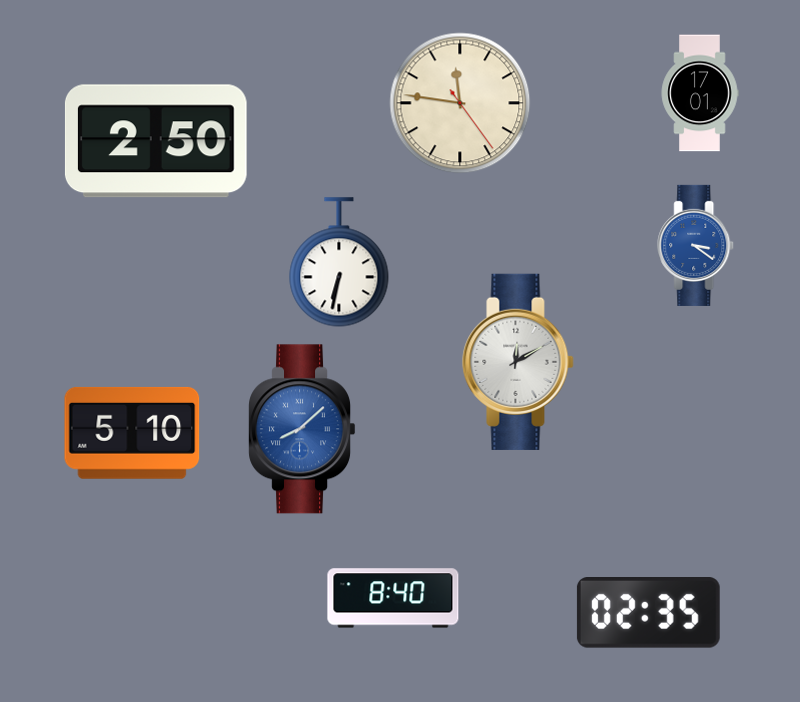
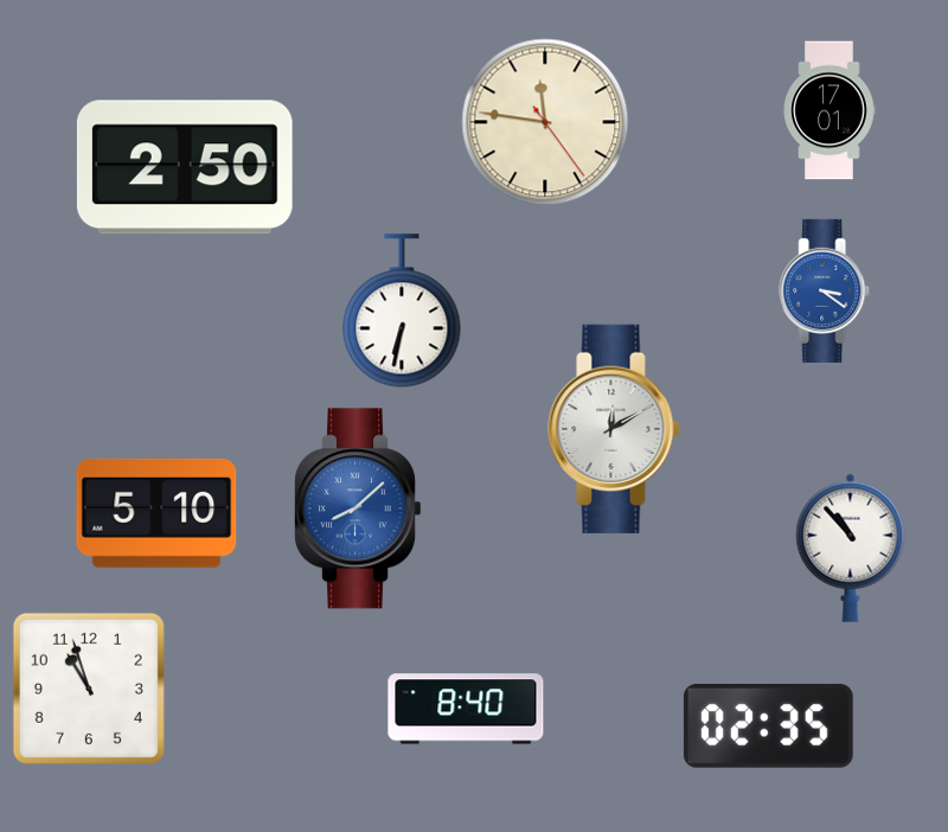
clock at (851, 548): none -> 10:53
clock at (89, 689): none -> 10:57
